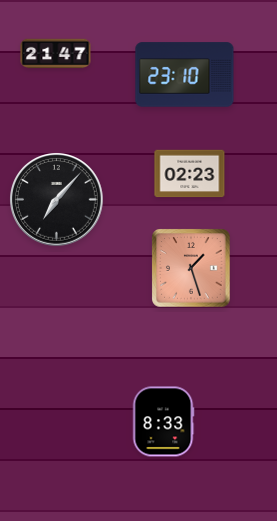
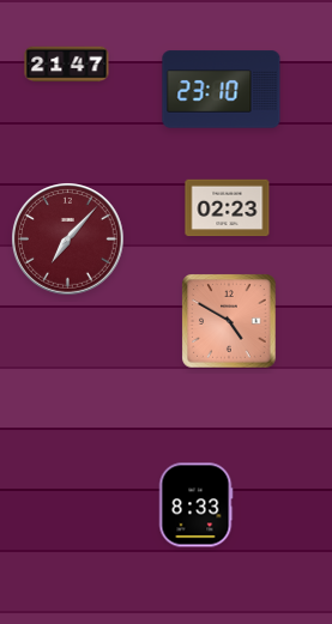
clock at (57, 200) dial: black -> burgundy
clock at (191, 268): 1:27 -> 4:50
